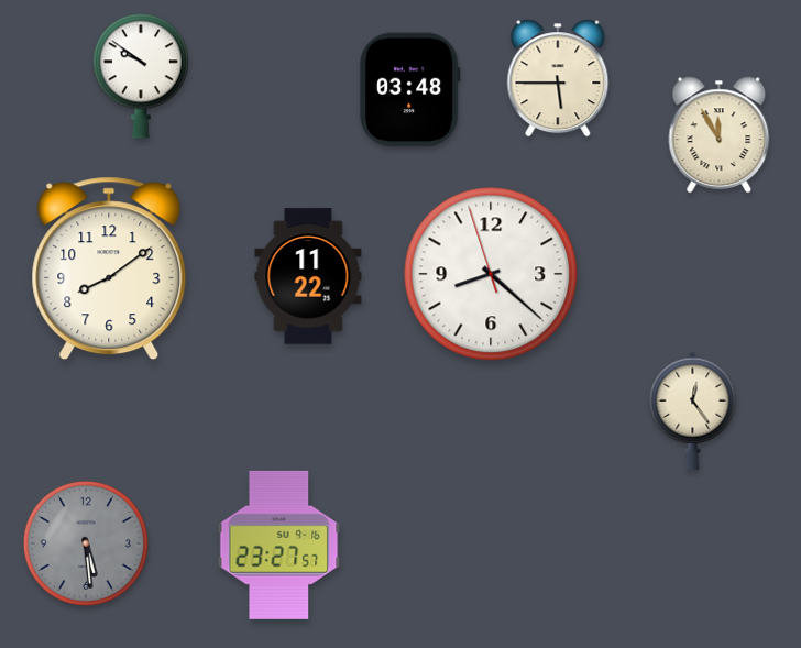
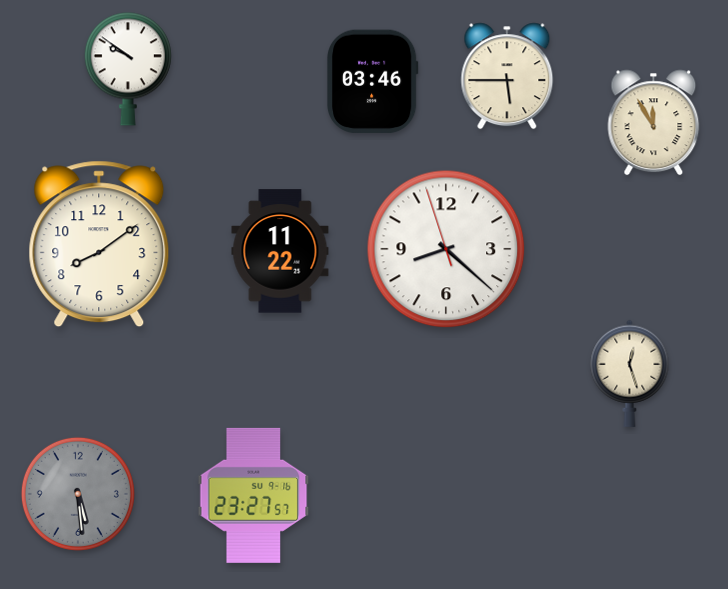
clock at (558, 78) position: (558, 78) -> (507, 76)
clock at (409, 90): 03:48 -> 03:46
clock at (693, 410): 12:24 -> 12:27
